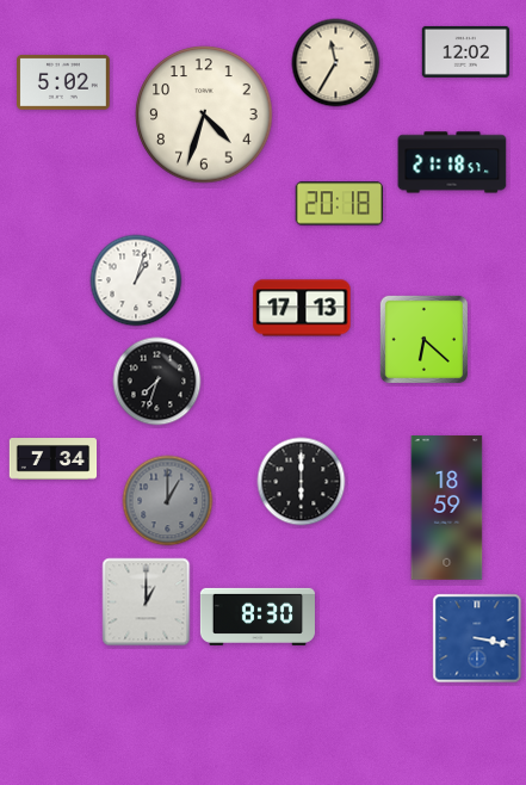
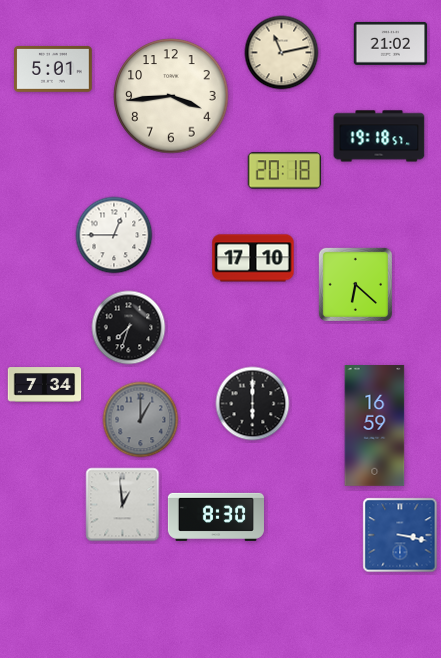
clock at (466, 51): 12:02 -> 21:02
clock at (336, 63): 11:35 -> 11:13
clock at (64, 82): 5:02 -> 5:01
clock at (204, 115): 4:33 -> 3:44
clock at (452, 162): 21:18 -> 19:18
clock at (136, 280): 1:03 -> 12:45
clock at (302, 308): 17:13 -> 17:10
clock at (157, 382) position: (157, 382) -> (129, 328)
clock at (447, 508): 18:59 -> 16:59
clock at (147, 602): 1:00 -> 12:59
